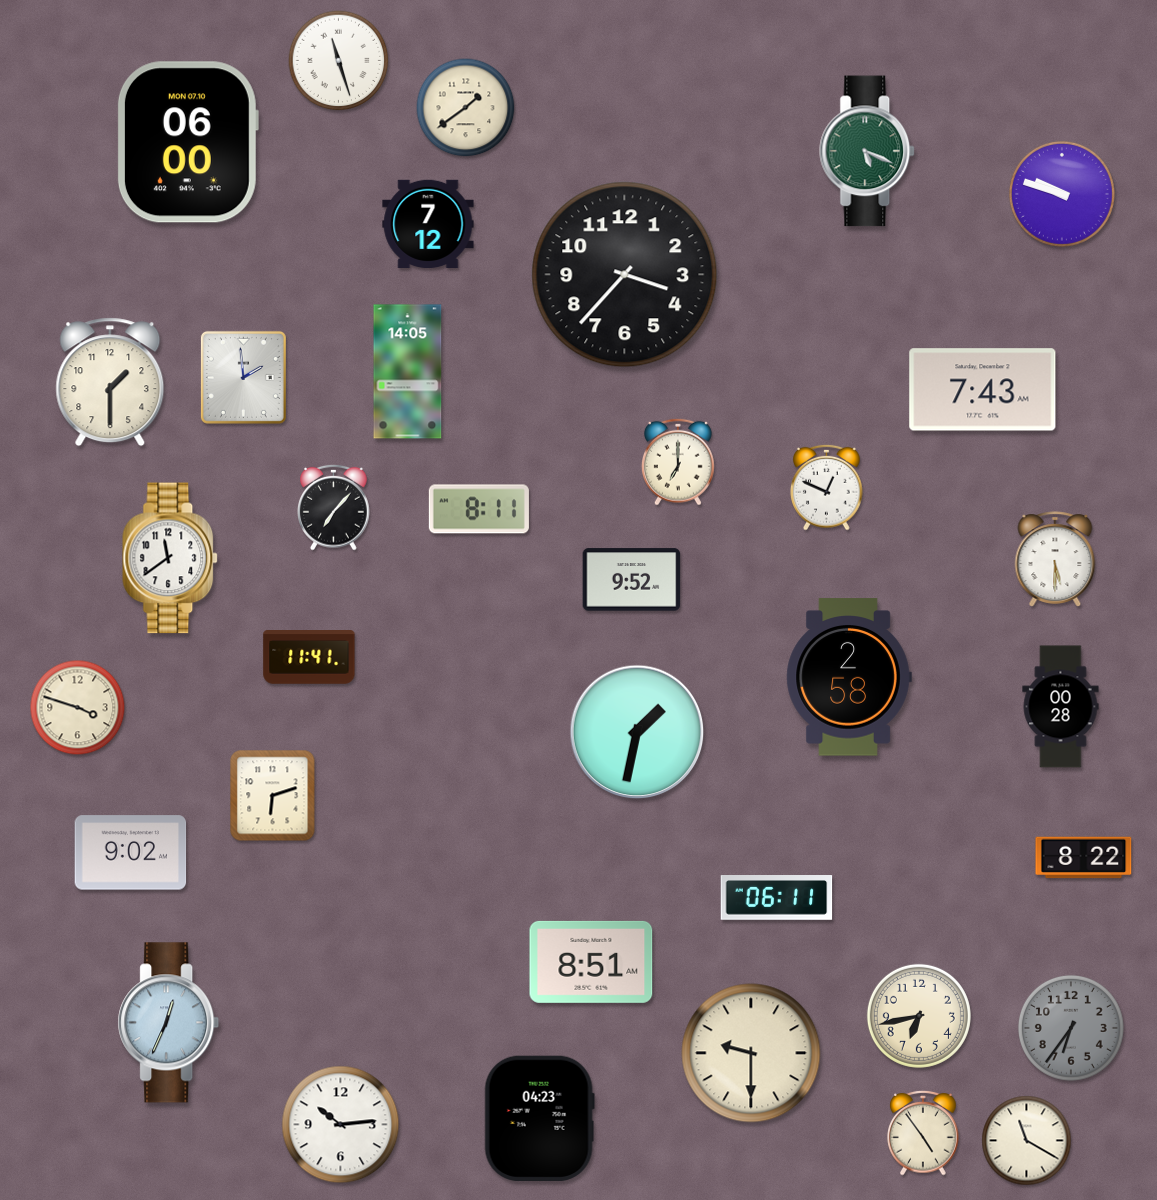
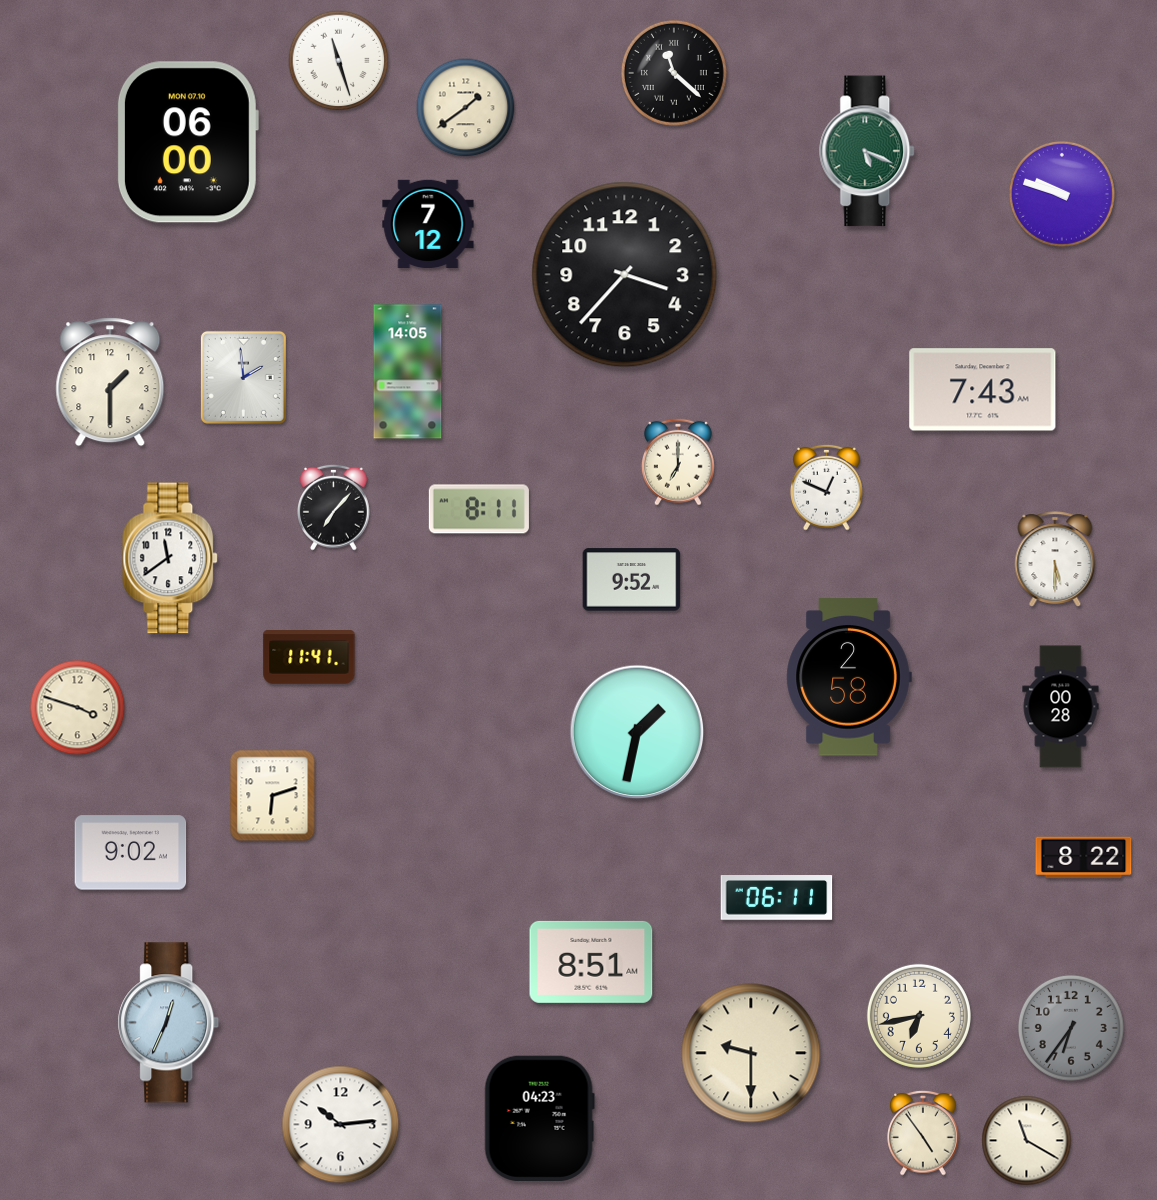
clock at (674, 73): none -> 11:22
